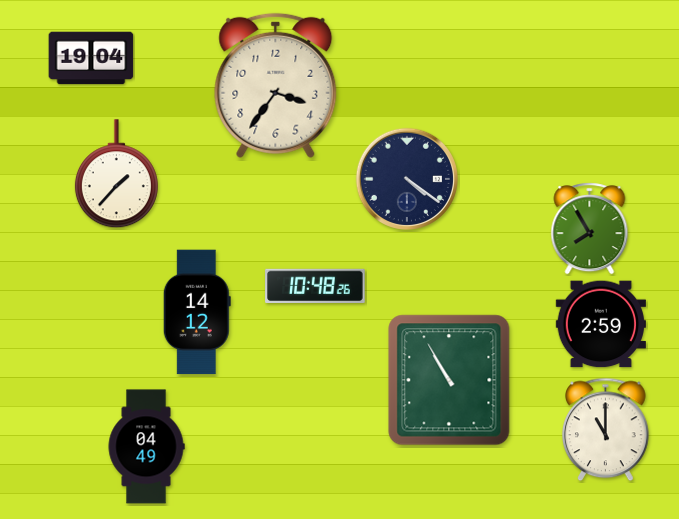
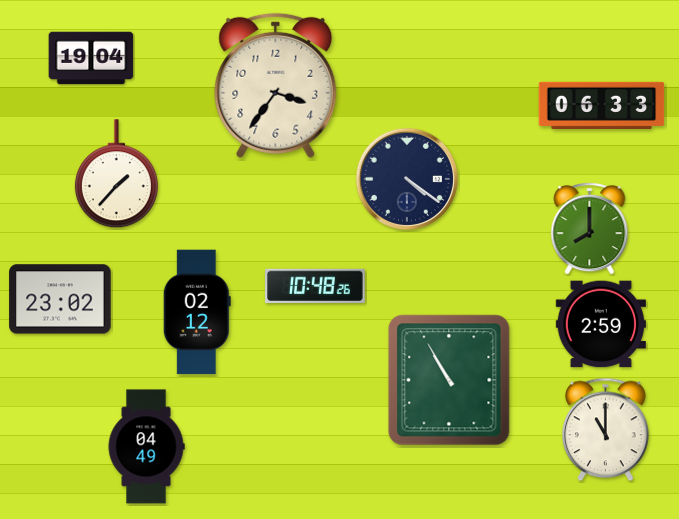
clock at (602, 105): none -> 06:33
clock at (590, 229): 7:55 -> 8:00
clock at (60, 299): none -> 23:02
clock at (197, 312): 14:12 -> 02:12
